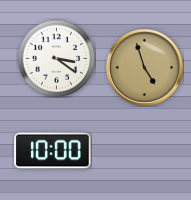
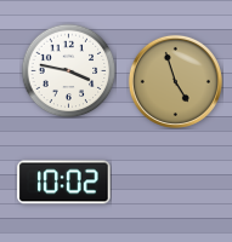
clock at (56, 58): 3:21 -> 3:47
clock at (53, 151): 10:00 -> 10:02
